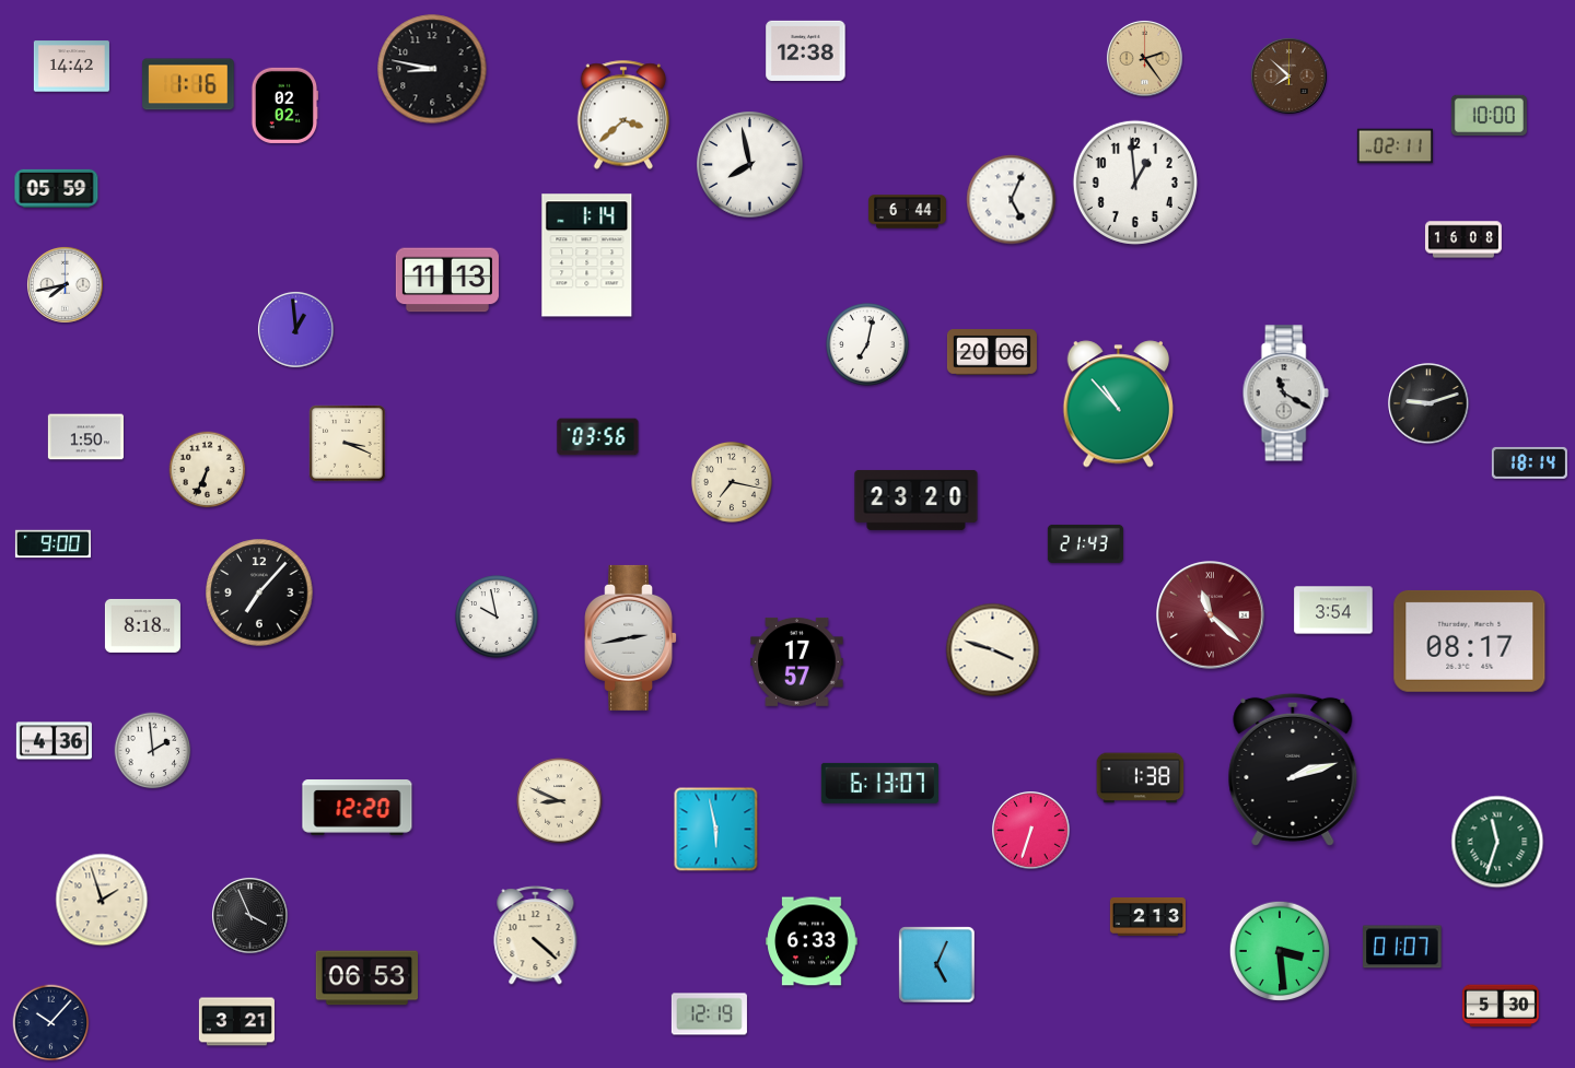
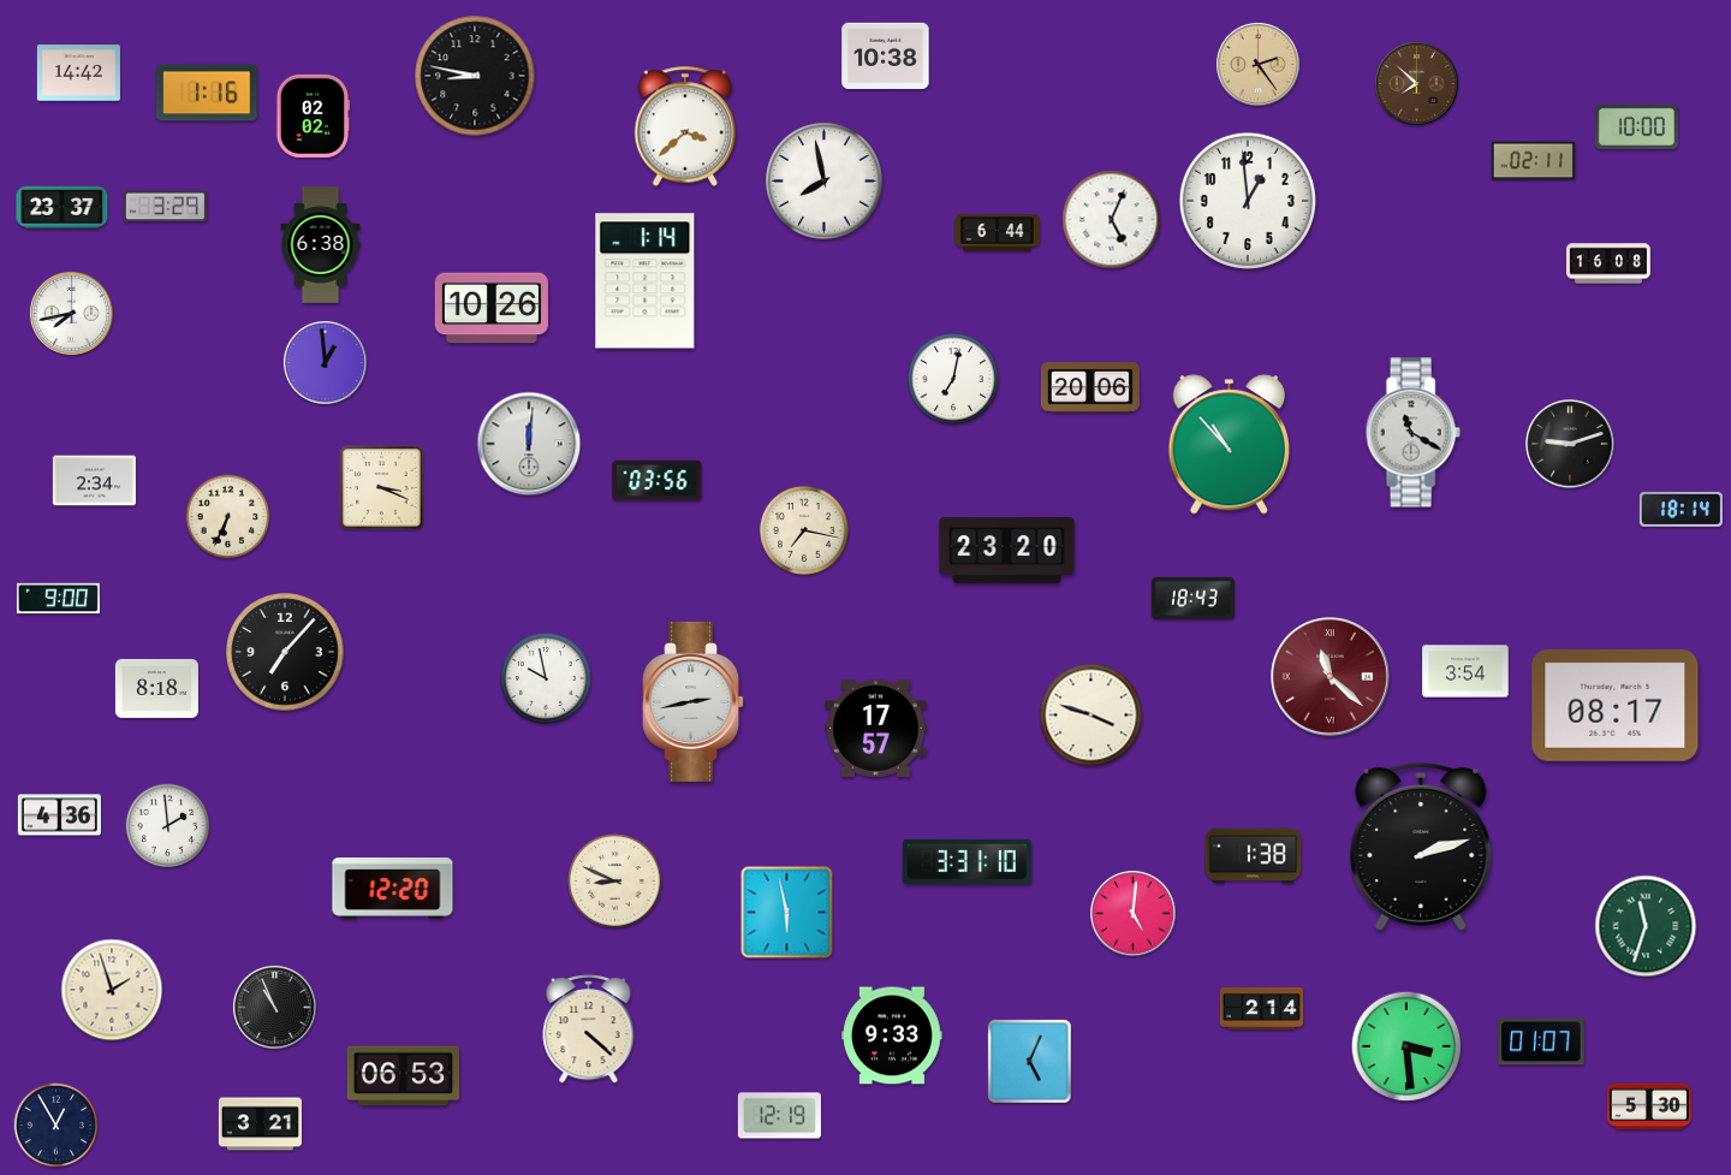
clock at (806, 50): 12:38 -> 10:38
clock at (57, 188): 05:59 -> 23:37
clock at (165, 207): none -> 3:29
clock at (321, 245): none -> 6:38
clock at (447, 280): 11:13 -> 10:26
clock at (529, 444): none -> 12:01
clock at (85, 437): 1:50 -> 2:34
clock at (1085, 543): 21:43 -> 18:43
clock at (879, 783): 6:13 -> 3:31
clock at (1031, 831): 6:33 -> 5:01
clock at (249, 915): 3:56 -> 10:56
clock at (1147, 916): 2:13 -> 2:14
clock at (812, 941): 6:33 -> 9:33
clock at (51, 1023): 10:07 -> 12:55
